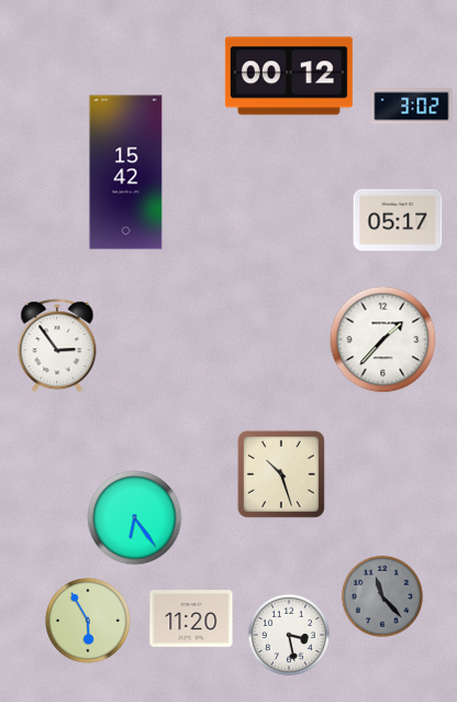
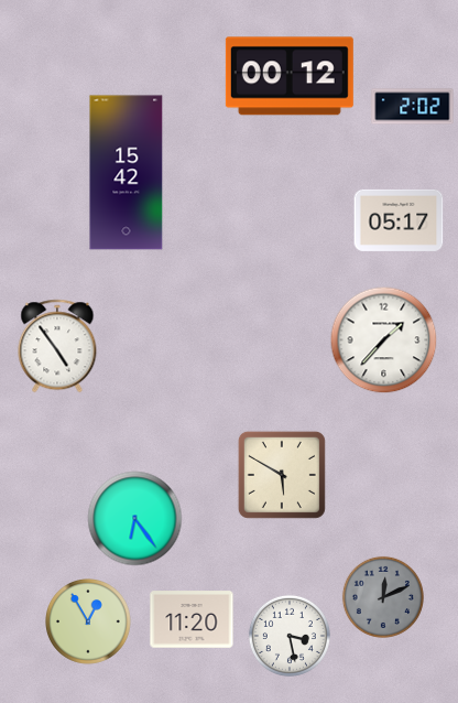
clock at (412, 107): 3:02 -> 2:02
clock at (57, 345): 2:54 -> 4:54
clock at (281, 474): 10:27 -> 5:50
clock at (382, 596): 11:23 -> 12:11
clock at (88, 621): 5:55 -> 12:55
